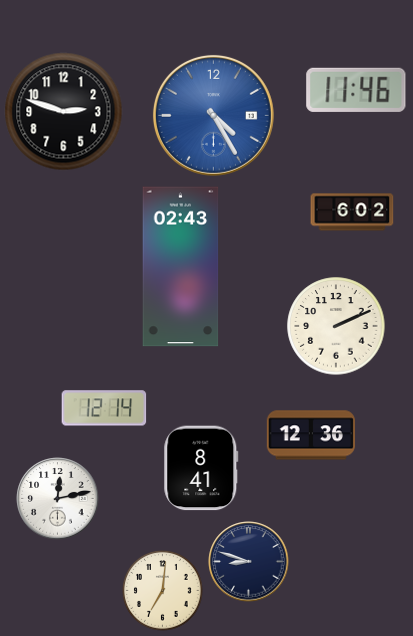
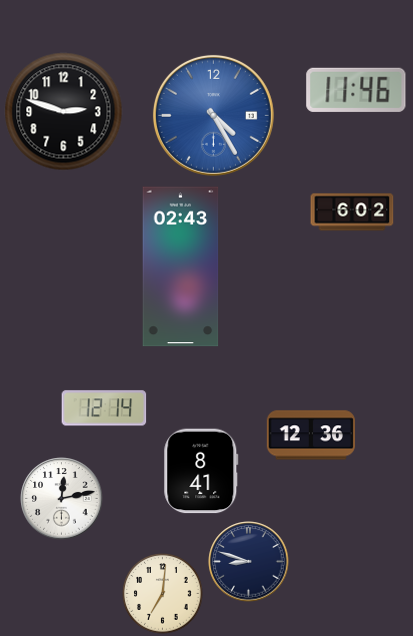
clock at (336, 326): 2:11 -> none
clock at (201, 468) position: (201, 468) -> (201, 471)
clock at (58, 499) position: (58, 499) -> (62, 499)
clock at (163, 591) position: (163, 591) -> (163, 594)
